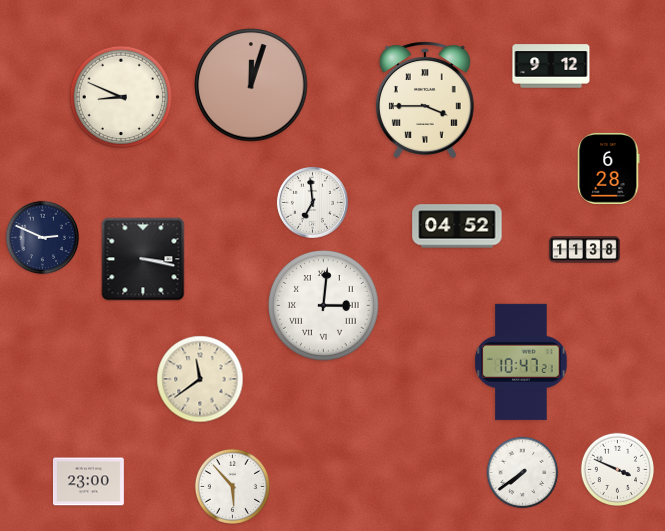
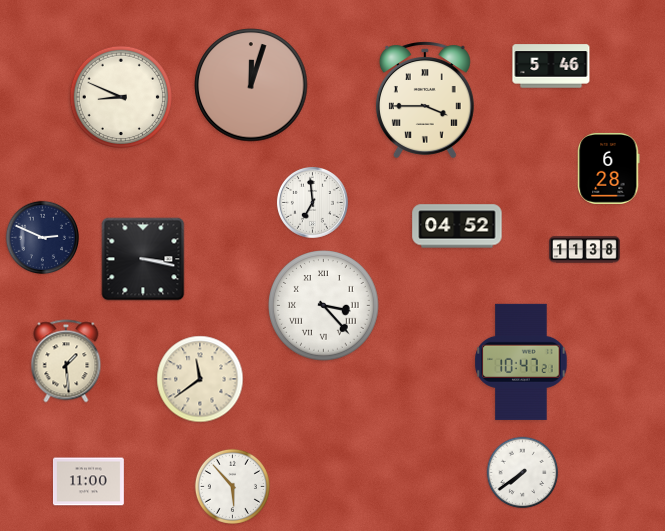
clock at (551, 66): 9:12 -> 5:46
clock at (324, 306): 3:01 -> 3:23
clock at (66, 361): none -> 1:29
clock at (617, 469): 3:49 -> none
clock at (88, 482): 23:00 -> 11:00
